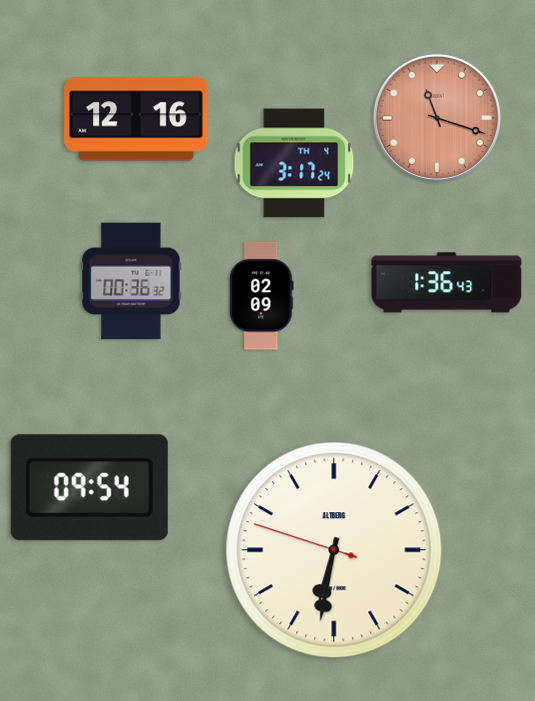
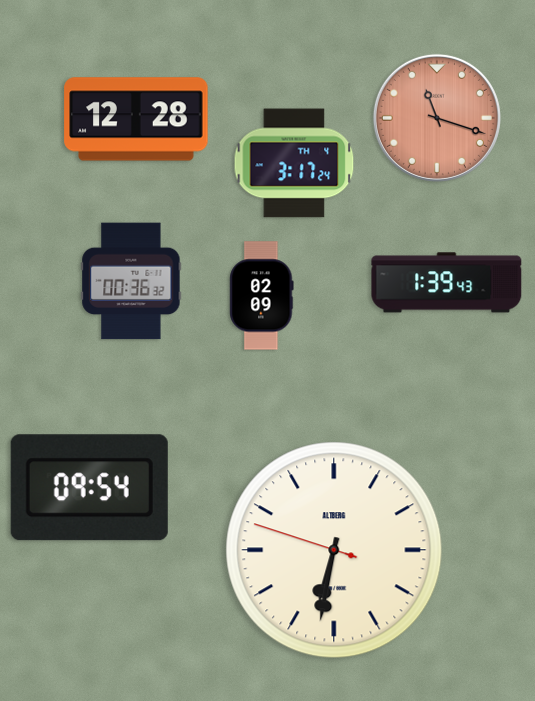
clock at (136, 119): 12:16 -> 12:28
clock at (447, 283): 1:36 -> 1:39
